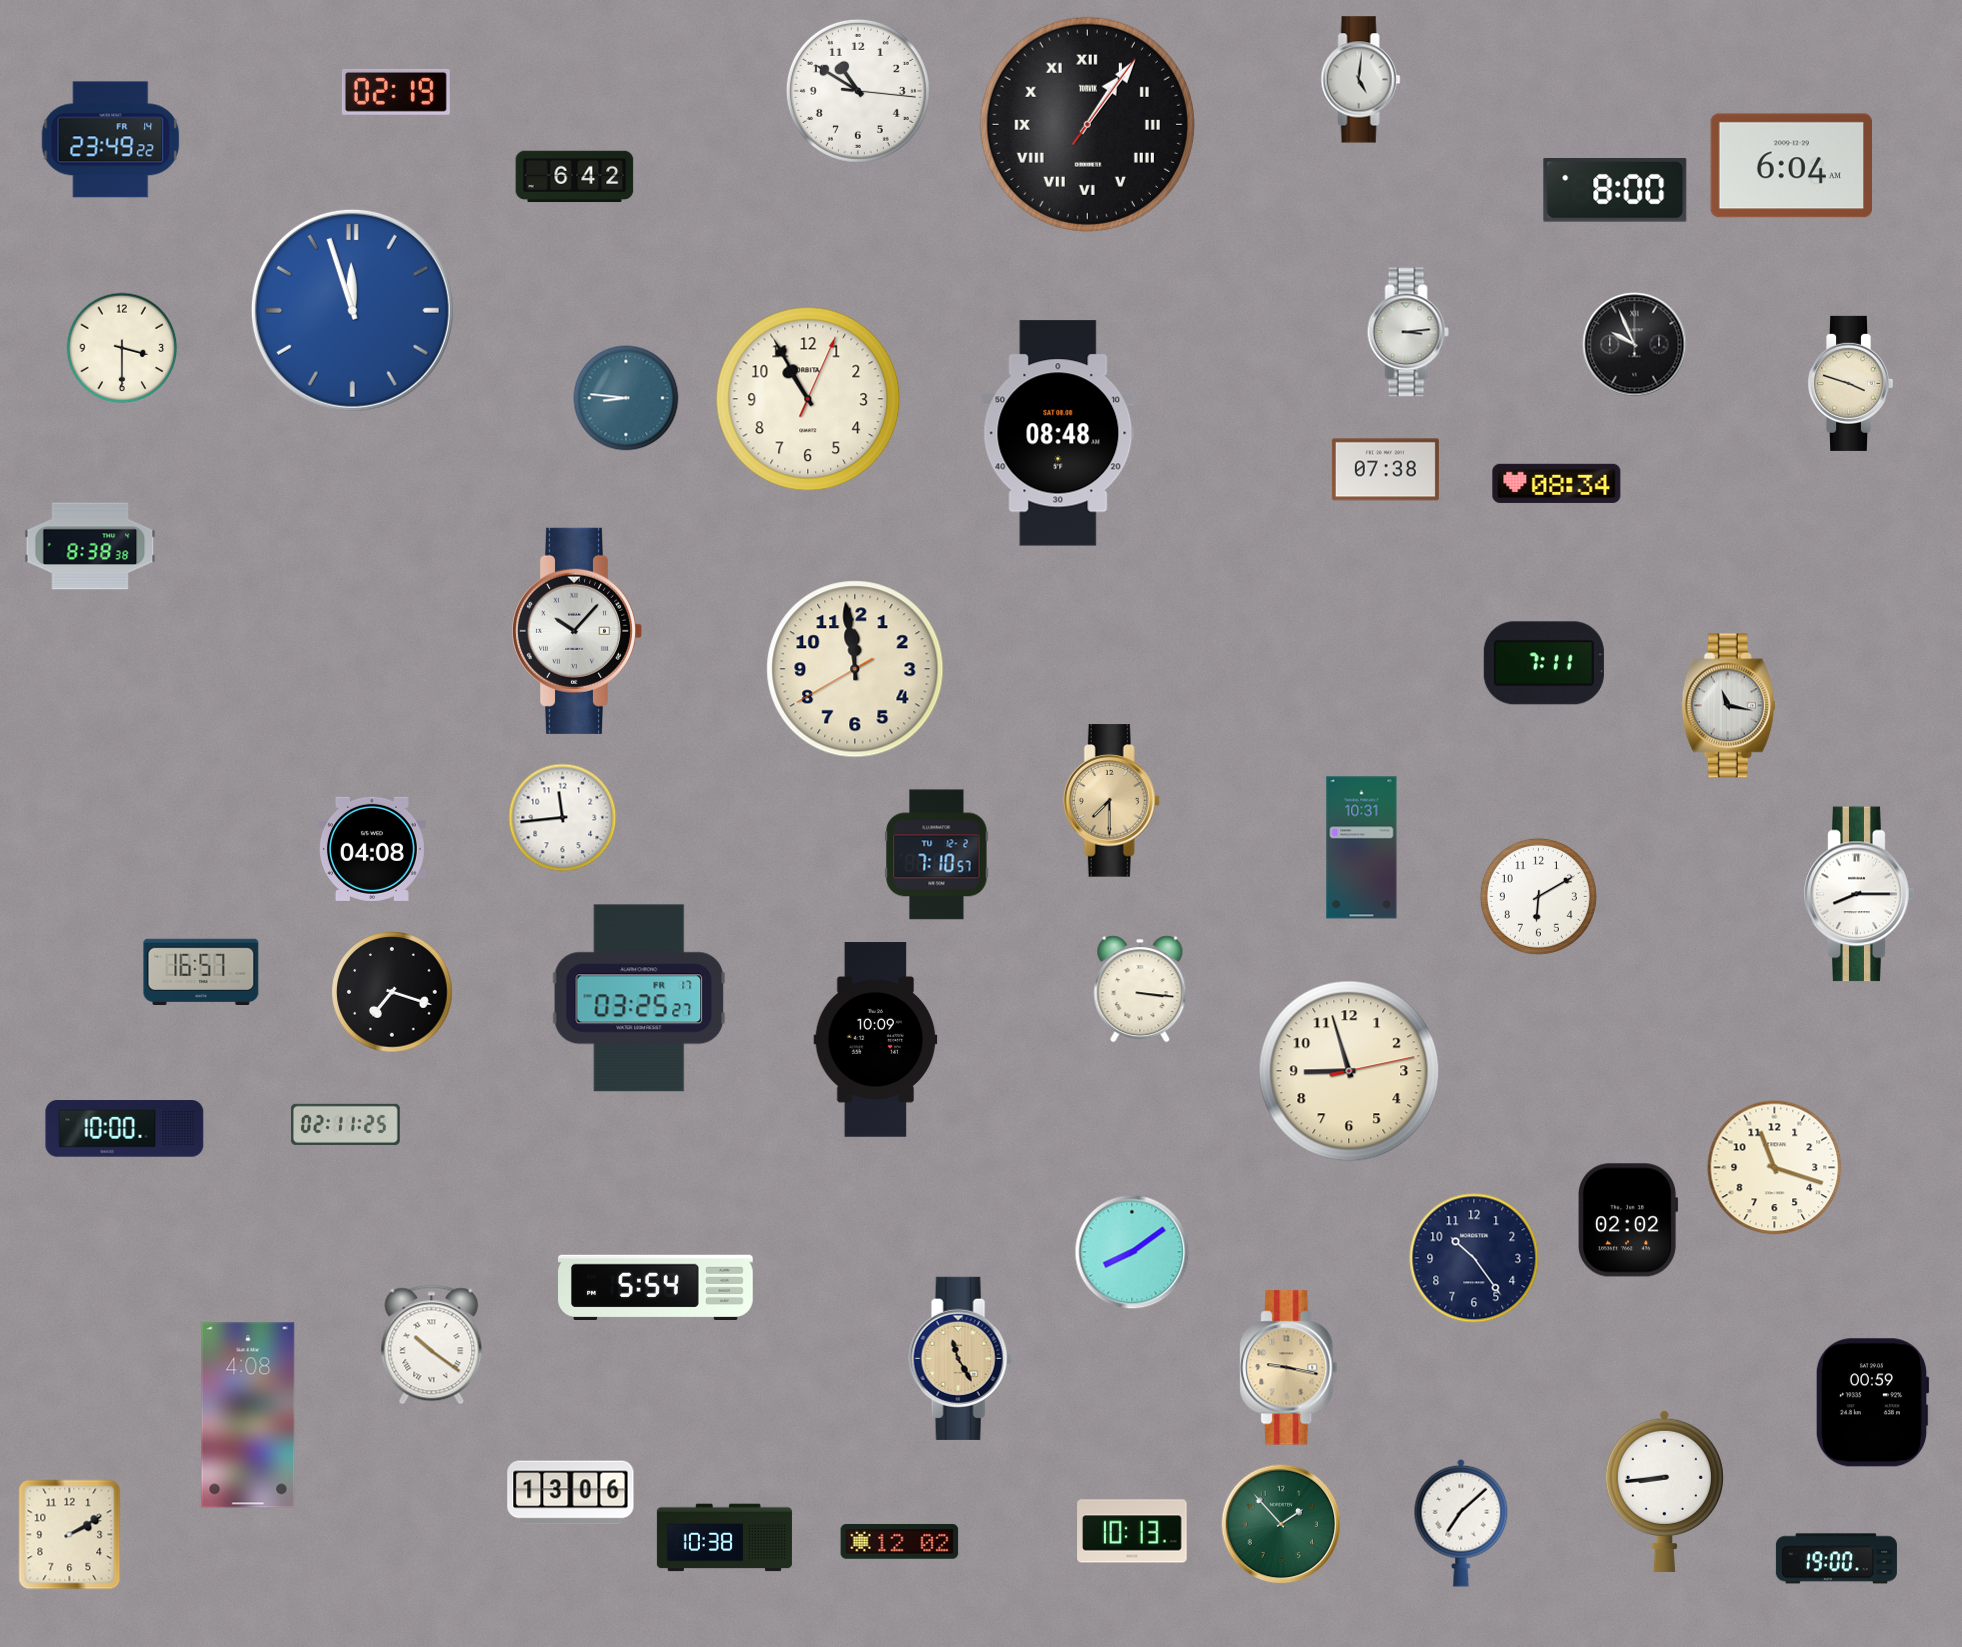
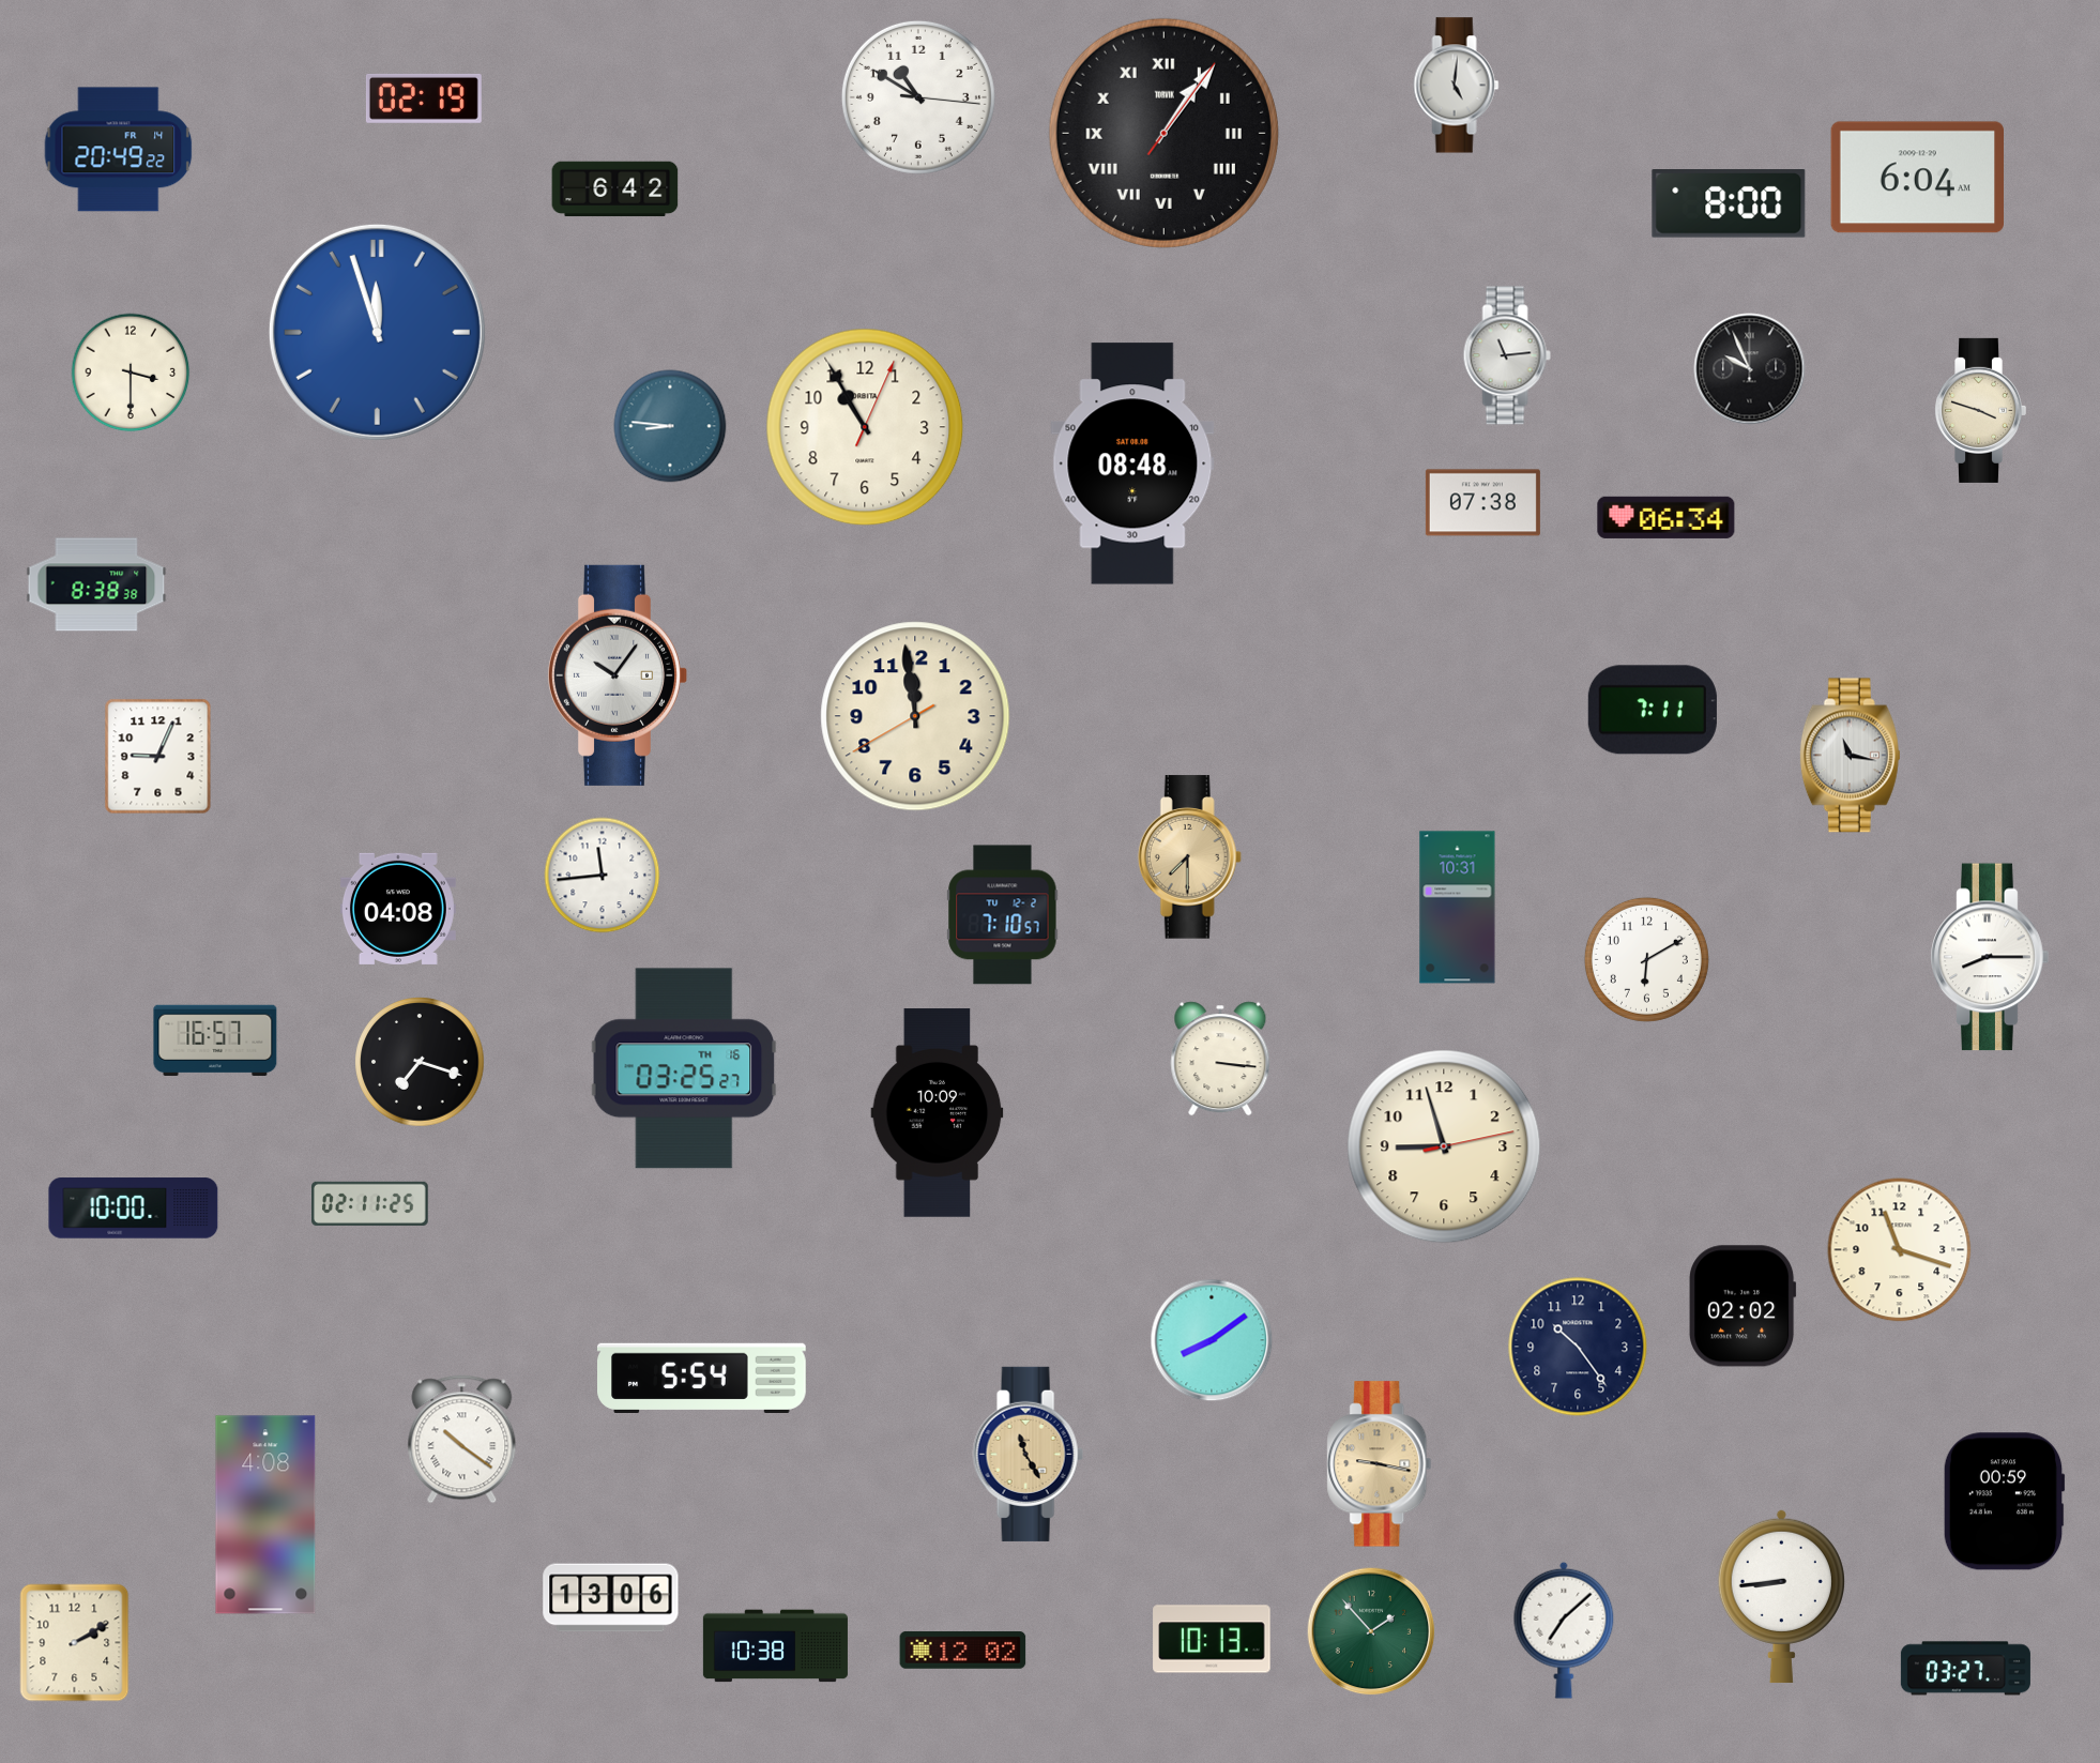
clock at (111, 140): 23:49 -> 20:49
clock at (1408, 332): 3:14 -> 11:14
clock at (1557, 483): 08:34 -> 06:34
clock at (576, 631): 10:07 -> 10:06
clock at (158, 757): none -> 9:04
clock at (639, 998) date: FR 17 -> TH 16
clock at (1836, 1559): 19:00 -> 03:27
